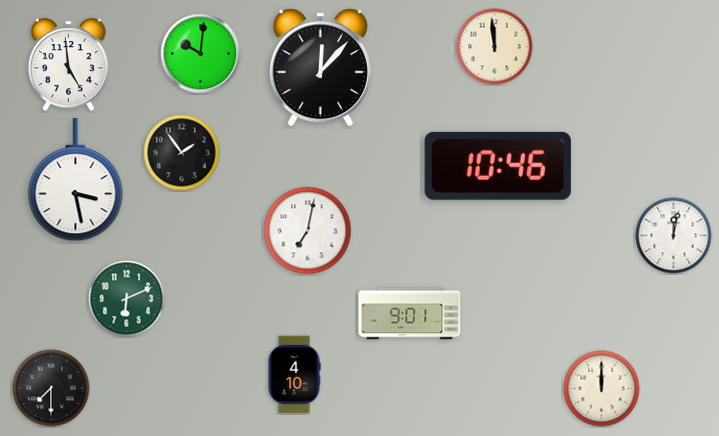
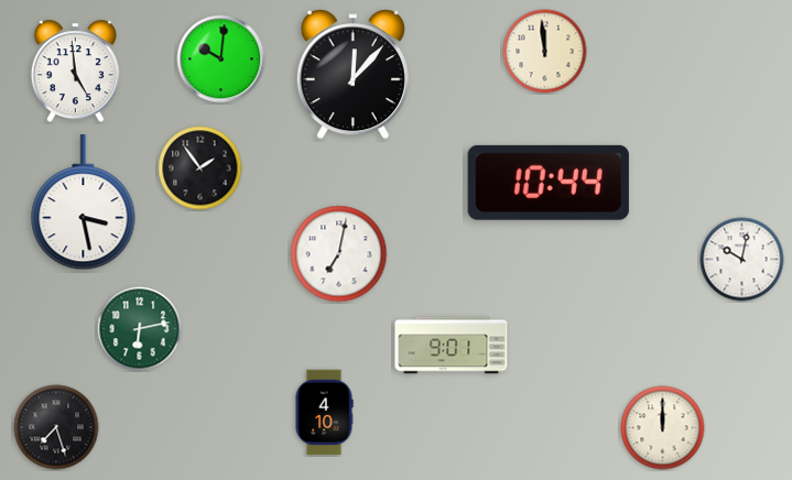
clock at (498, 166): 10:46 -> 10:44
clock at (76, 180) position: (76, 180) -> (84, 203)
clock at (674, 236): 12:02 -> 10:02
clock at (127, 299): 6:11 -> 6:13
clock at (51, 388): 7:30 -> 7:27
